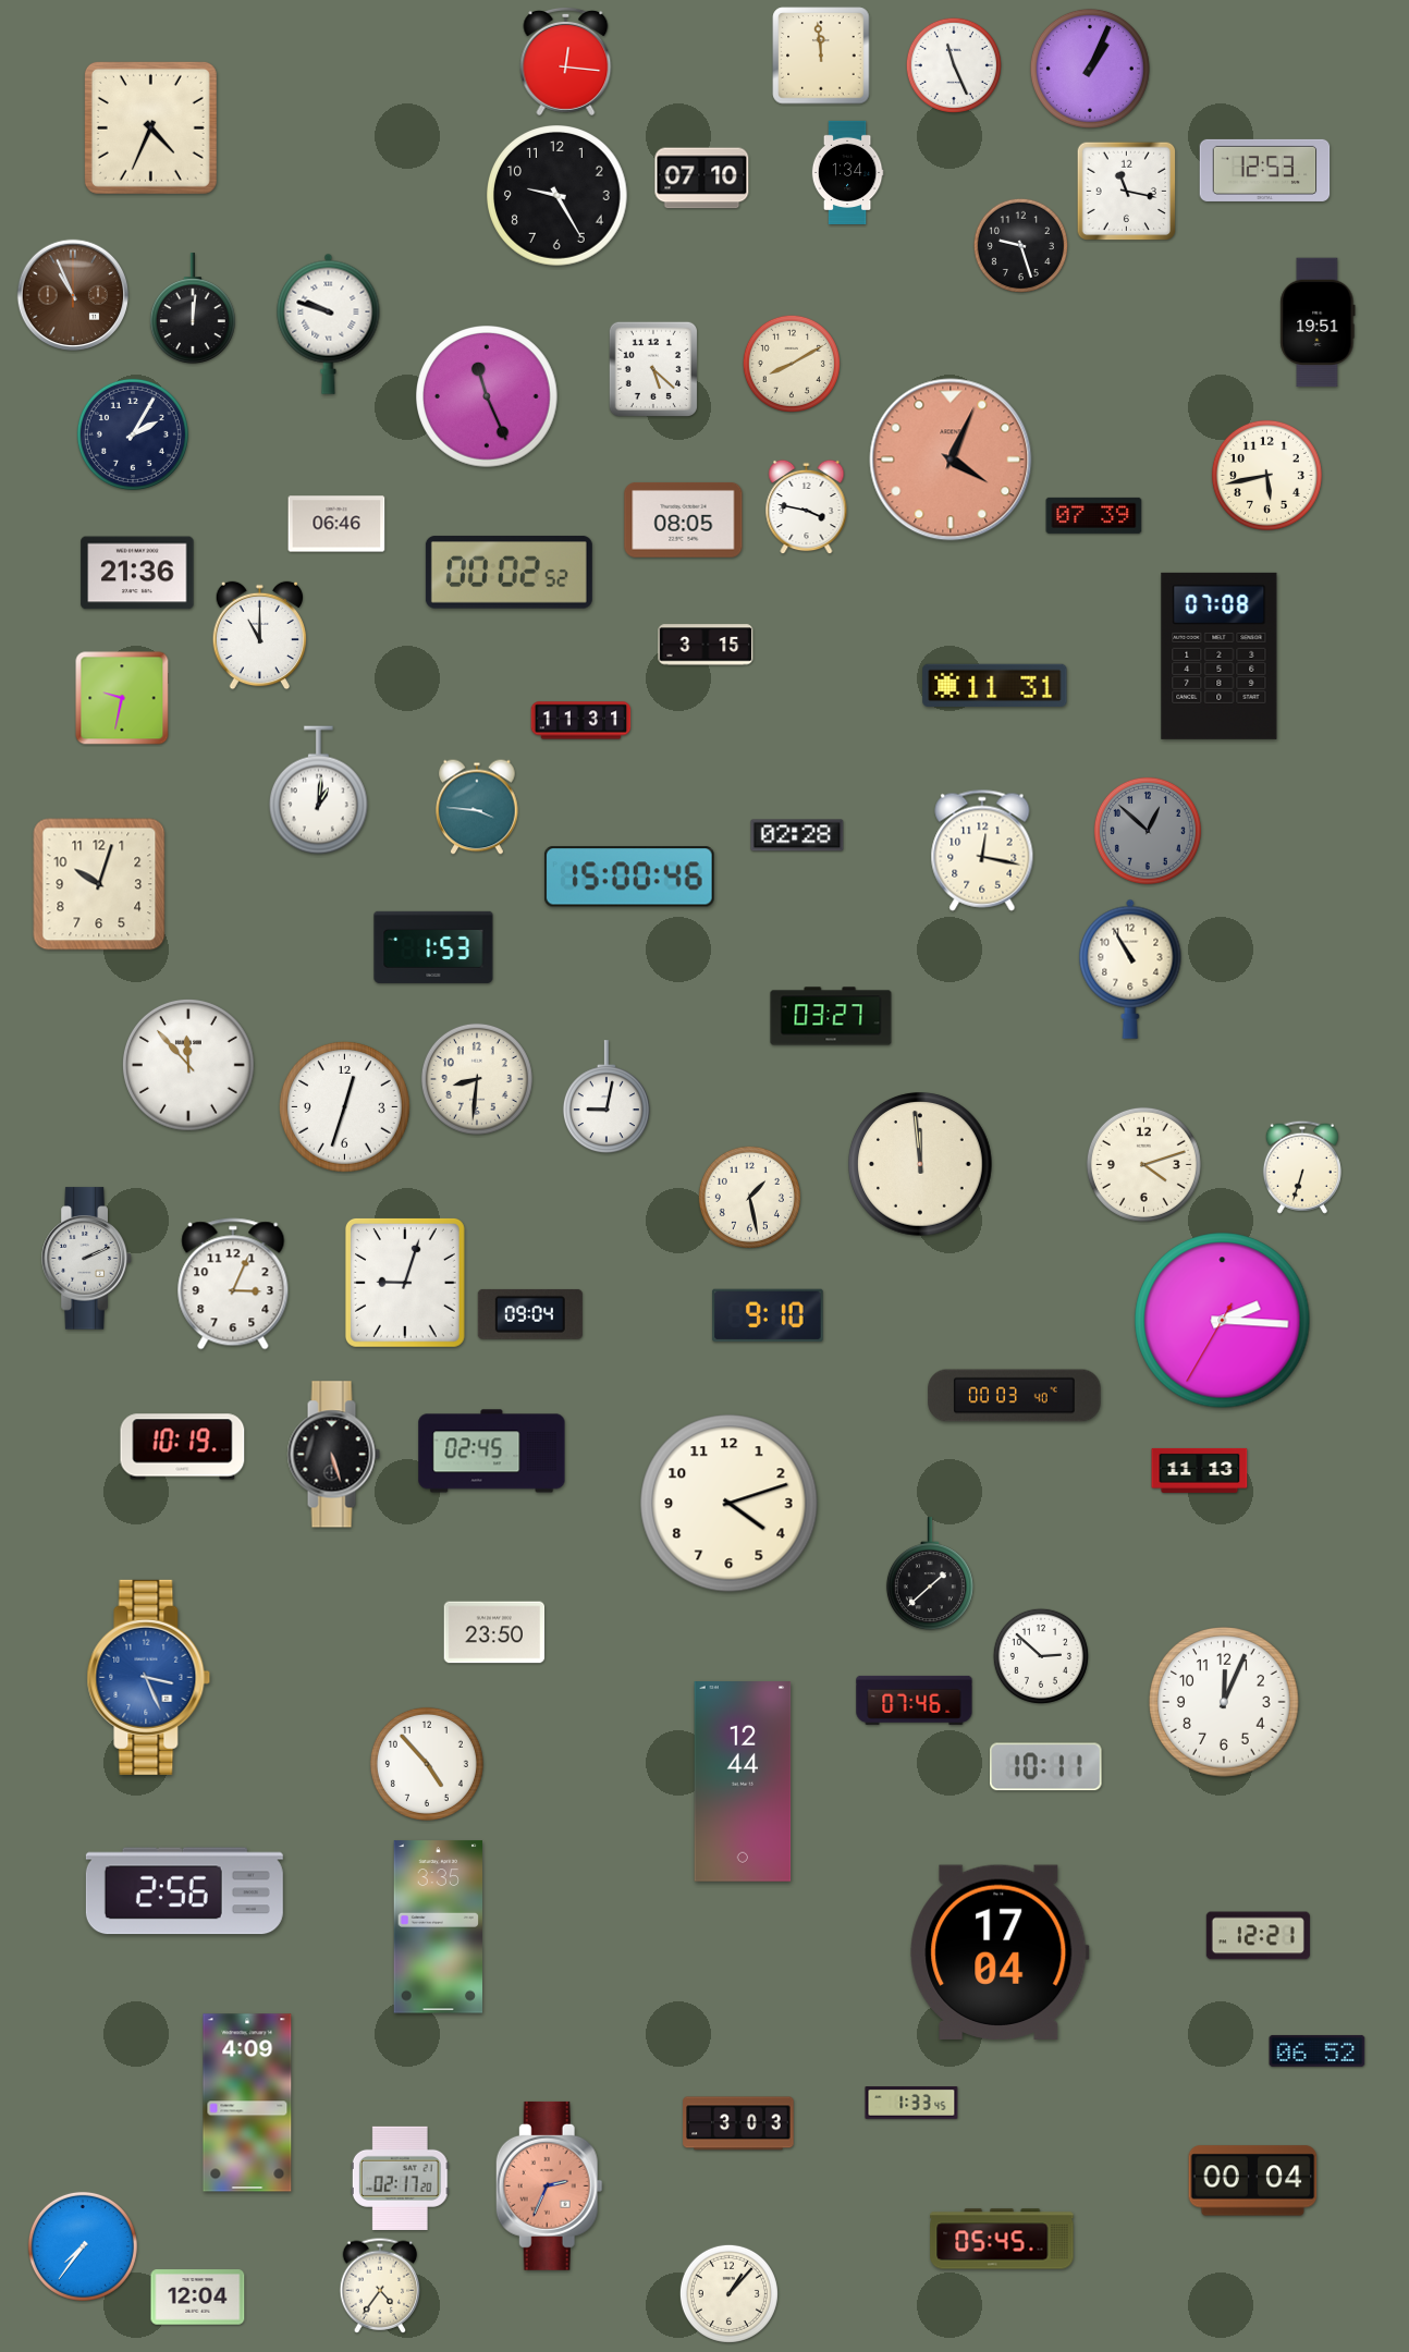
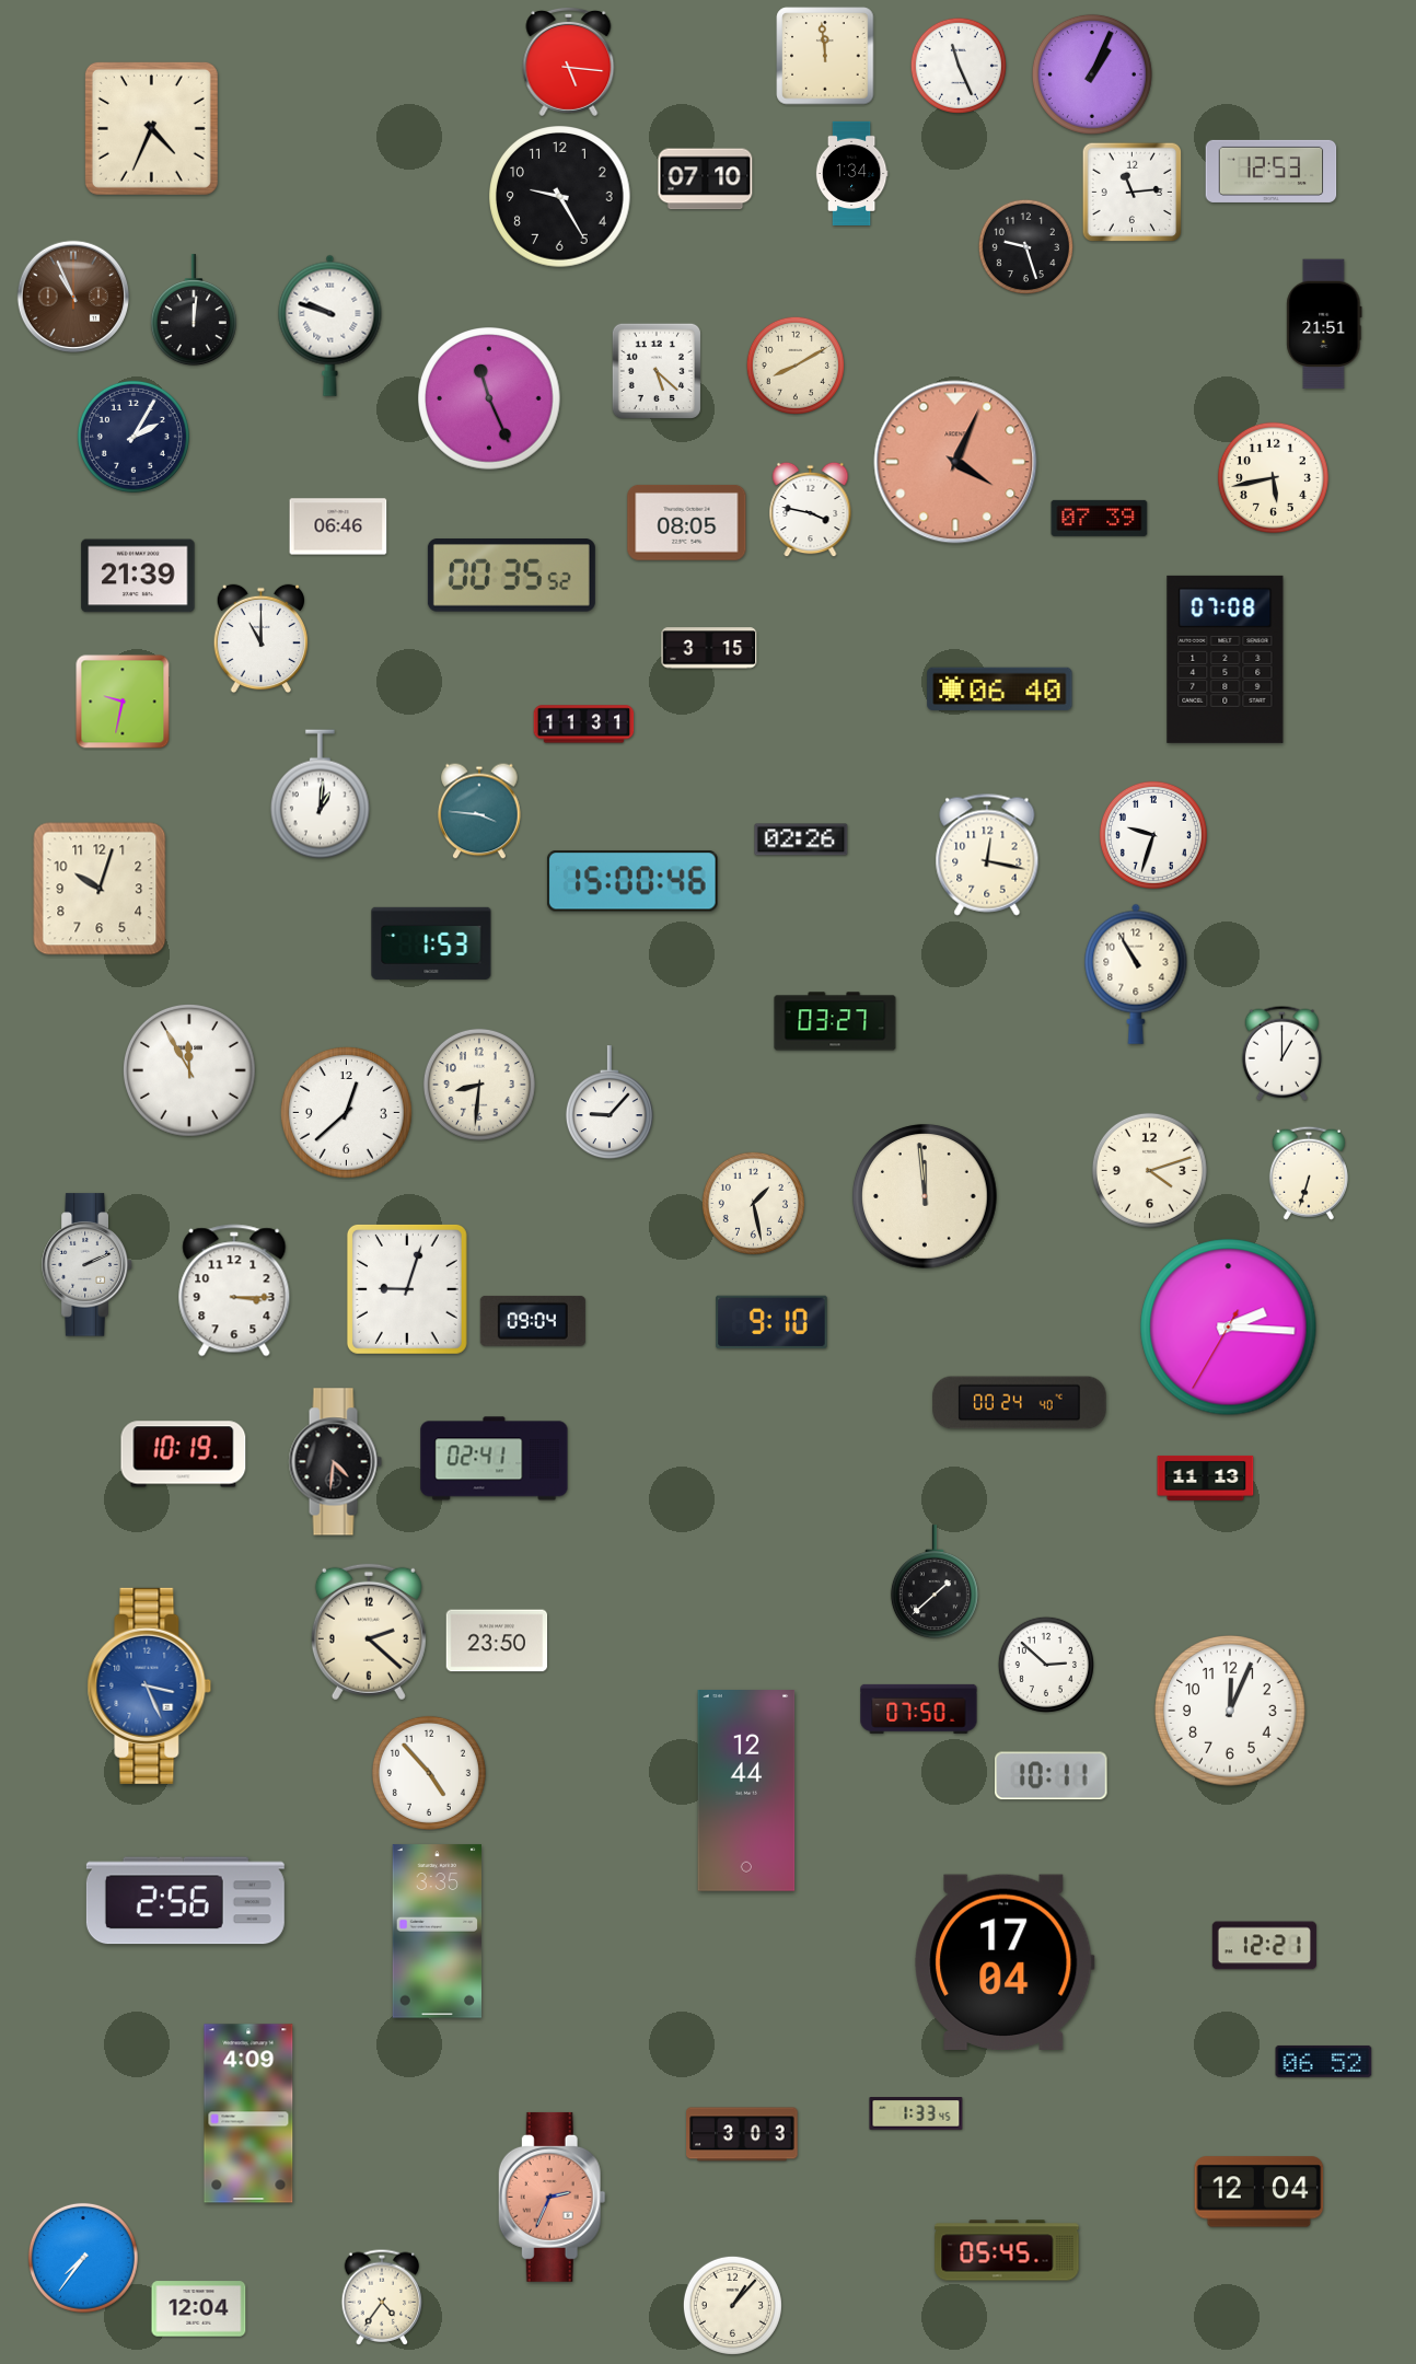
clock at (566, 61): 12:16 -> 5:16
clock at (1090, 69) position: (1090, 69) -> (1092, 74)
clock at (1127, 192): 11:17 -> 11:14
clock at (1318, 322): 19:51 -> 21:51
clock at (137, 573): 21:36 -> 21:39
clock at (509, 573): 00:02 -> 00:35
clock at (995, 686): 11:31 -> 06:40
clock at (1148, 831): 12:52 -> 9:33
clock at (1148, 831) dial: grey -> white
clock at (797, 835): 02:28 -> 02:26
clock at (433, 947) position: (433, 947) -> (431, 943)
clock at (1281, 1053): none -> 1:00
clock at (188, 1065): 11:53 -> 11:55
clock at (607, 1098): 9:02 -> 9:07
clock at (344, 1106): 12:33 -> 12:38
clock at (920, 1164) position: (920, 1164) -> (925, 1196)
clock at (233, 1284): 3:04 -> 3:15
clock at (1015, 1396): 00:03 -> 00:24
clock at (492, 1451): 02:45 -> 02:41
clock at (333, 1455): 5:27 -> 4:31
clock at (730, 1504): 4:12 -> none
clock at (369, 1632): none -> 2:22
clock at (915, 1700): 07:46 -> 07:50
clock at (439, 1927) position: (439, 1927) -> (438, 1932)
clock at (400, 2178): 02:17 -> none
clock at (1253, 2181): 00:04 -> 12:04
